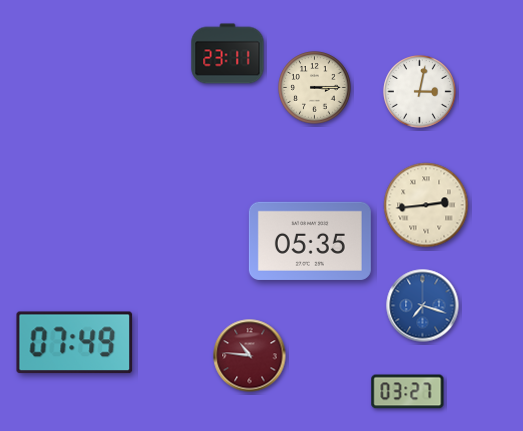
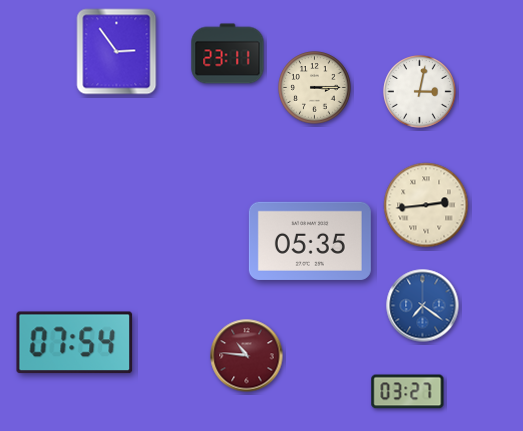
clock at (117, 52): none -> 2:54
clock at (423, 306): 7:18 -> 7:21
clock at (75, 343): 07:49 -> 07:54
clock at (250, 356) position: (250, 356) -> (247, 356)
